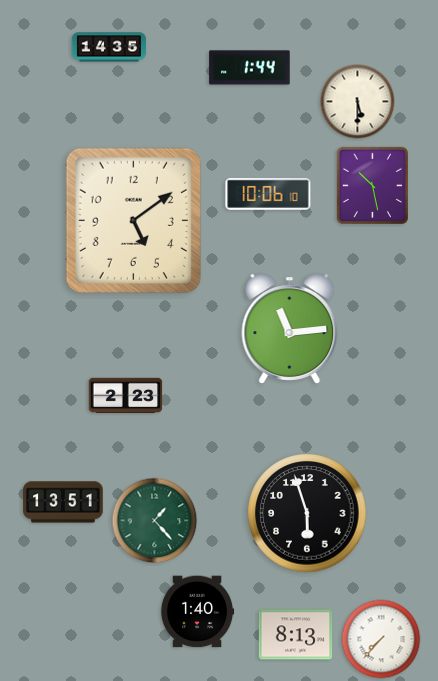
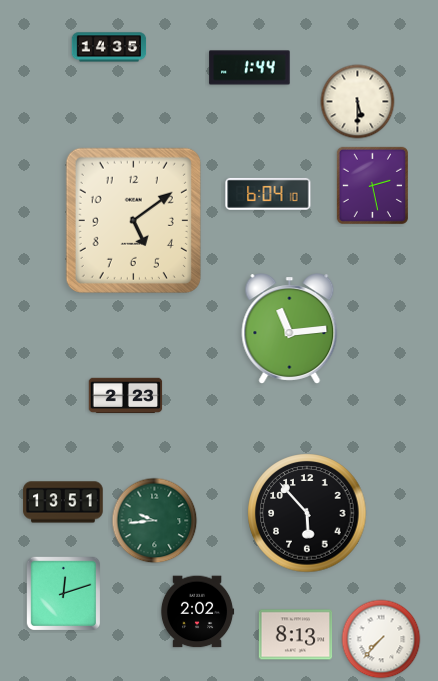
clock at (372, 185): 10:28 -> 2:28
clock at (268, 194): 10:06 -> 6:04
clock at (307, 513): 5:57 -> 5:53
clock at (155, 521): 1:23 -> 9:44
clock at (63, 593): none -> 12:12
clock at (197, 612): 1:40 -> 2:02
